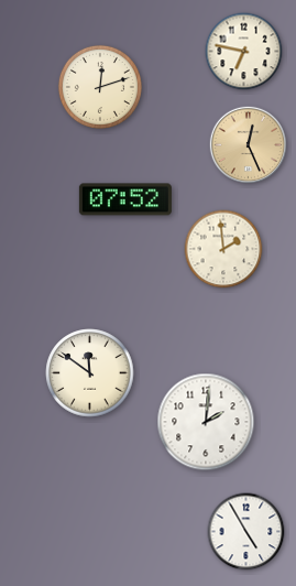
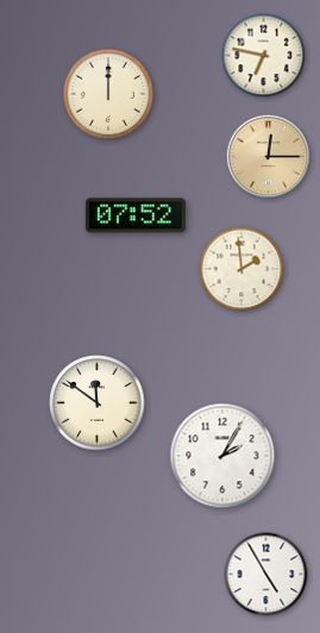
clock at (100, 87): 12:12 -> 12:00
clock at (248, 144): 12:26 -> 12:15
clock at (206, 422): 2:01 -> 2:05
